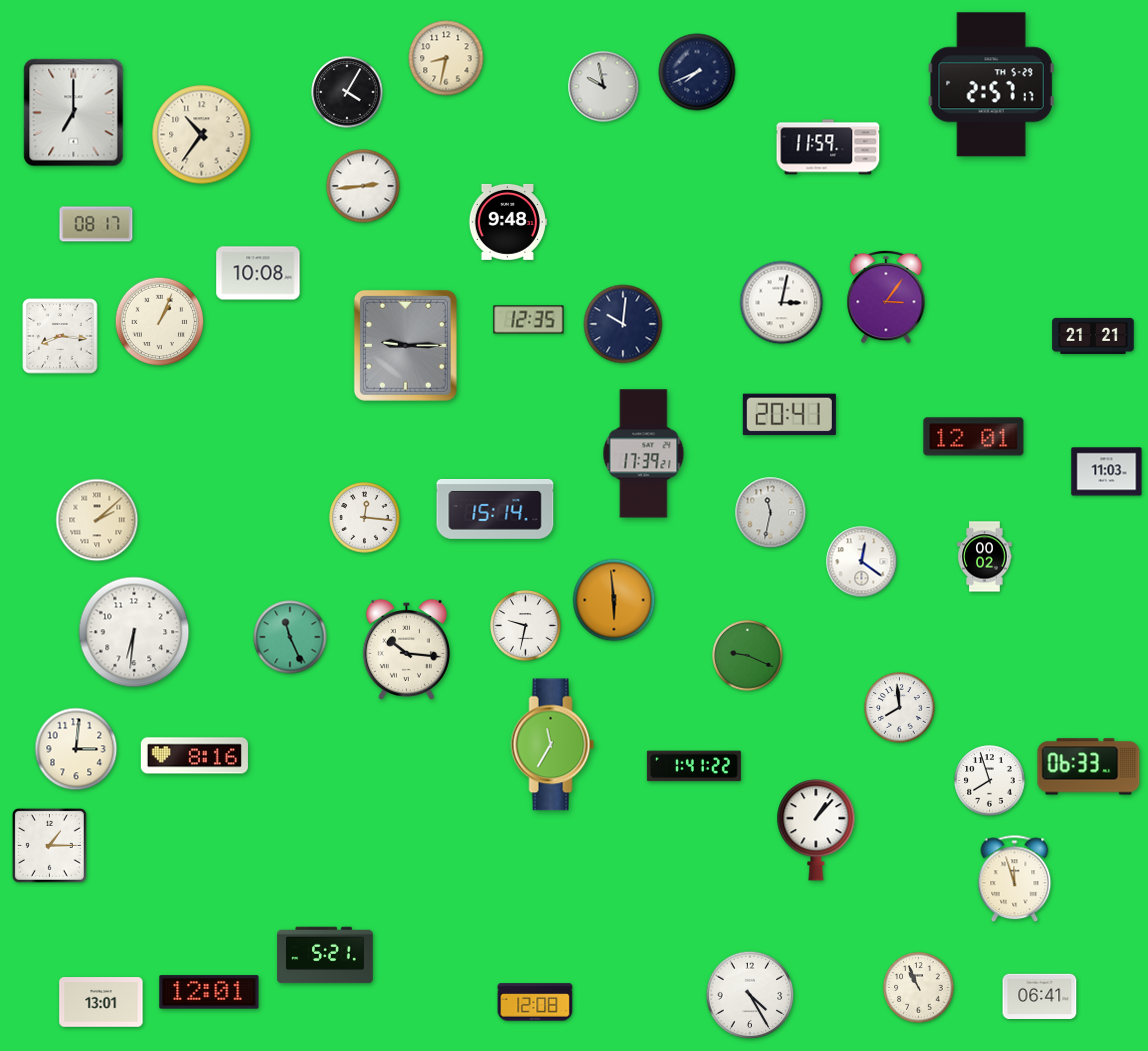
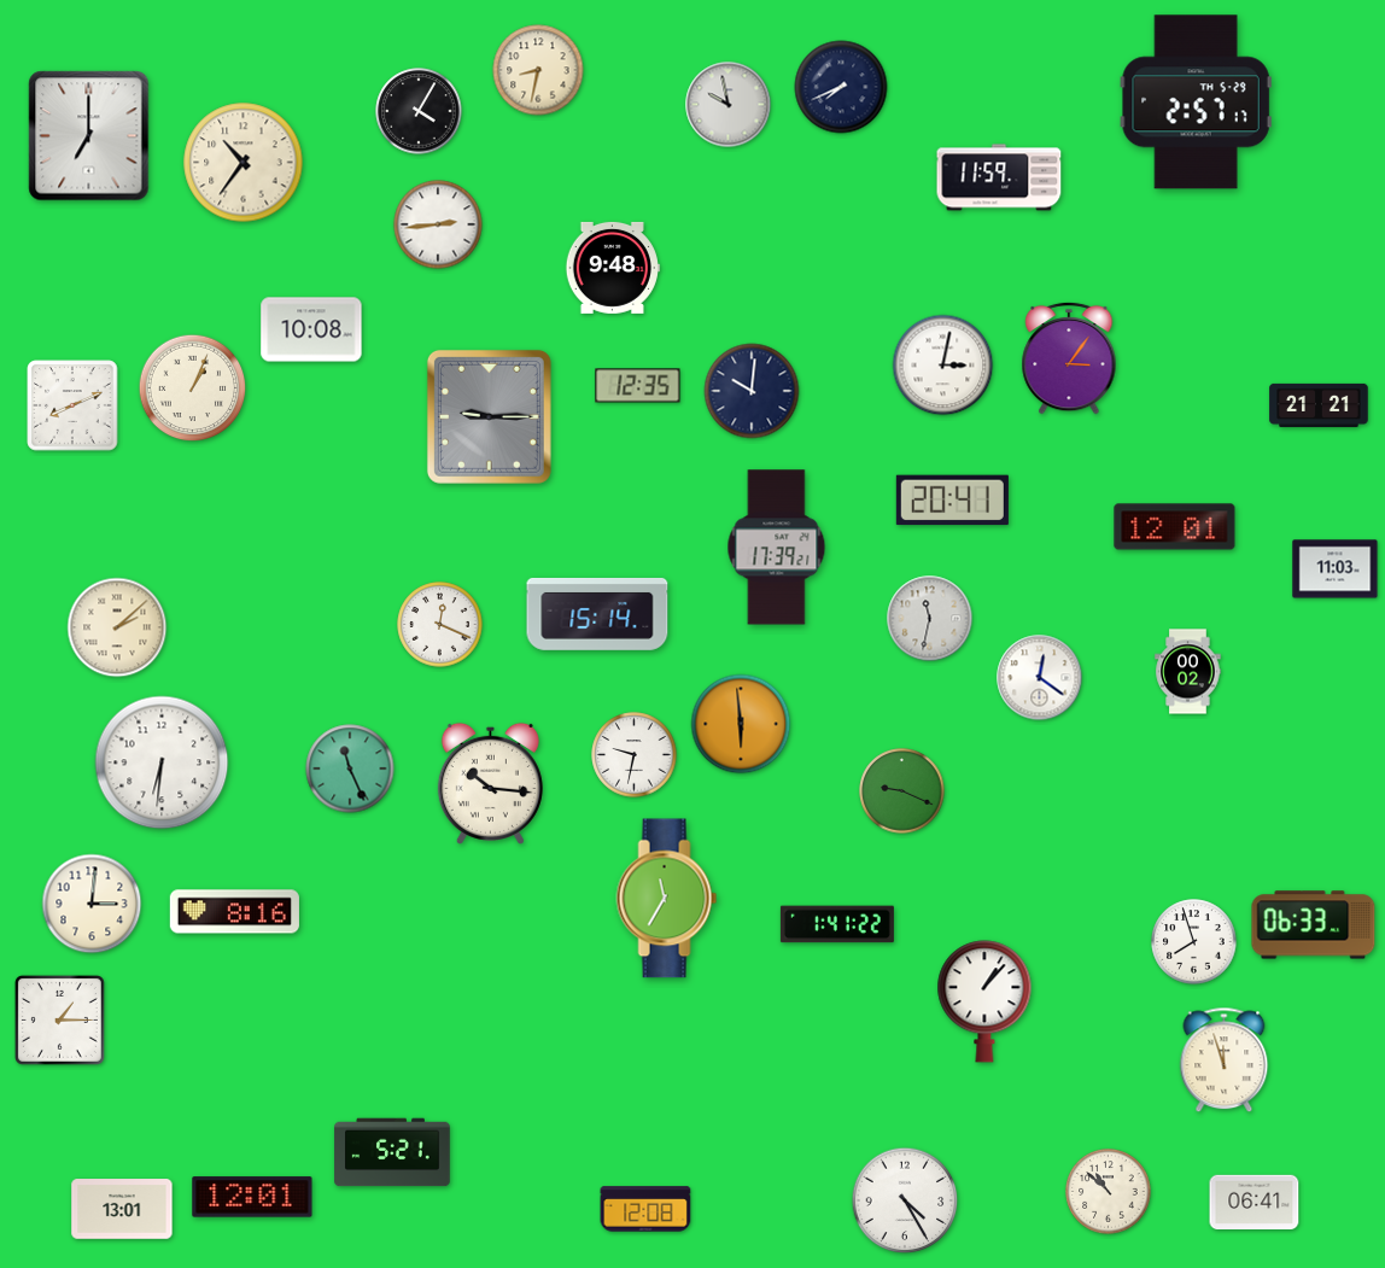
clock at (96, 224): 08:17 -> none
clock at (60, 336): 8:16 -> 8:11
clock at (365, 518): 12:16 -> 12:19
clock at (900, 708): 7:59 -> none
clock at (919, 988): 10:56 -> 10:52
